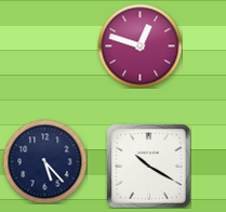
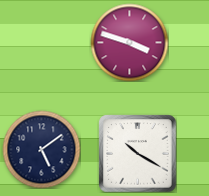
clock at (139, 45): 12:48 -> 3:48
clock at (44, 161): 5:23 -> 5:09
